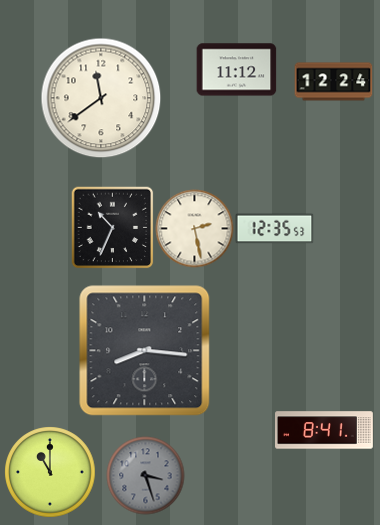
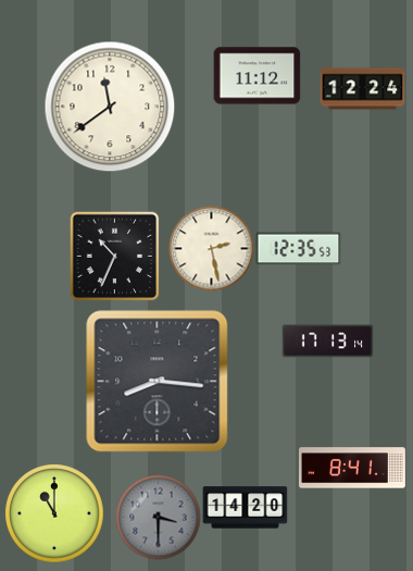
clock at (112, 227) position: (112, 227) -> (114, 256)
clock at (327, 342): none -> 17:13
clock at (245, 508): none -> 14:20
clock at (145, 475): 3:27 -> 3:30
